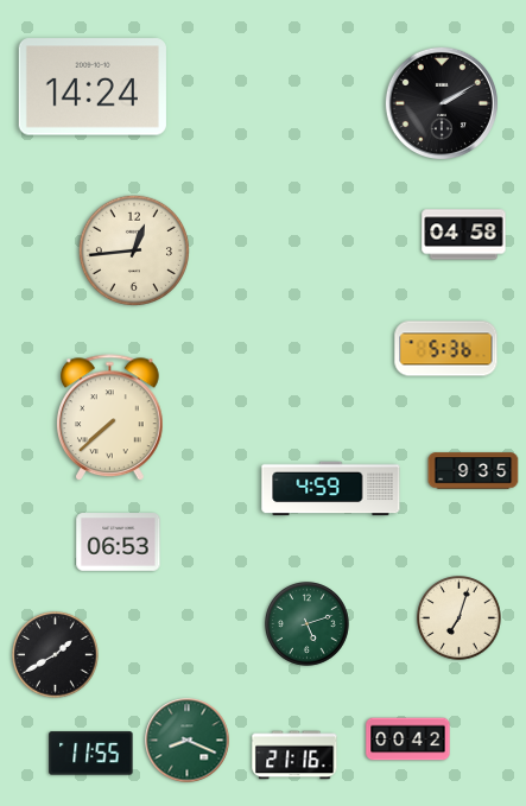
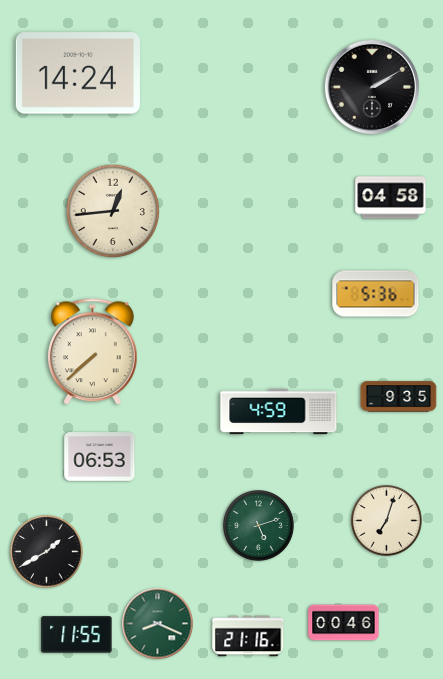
clock at (408, 740): 00:42 -> 00:46
